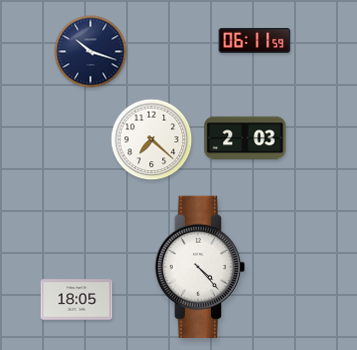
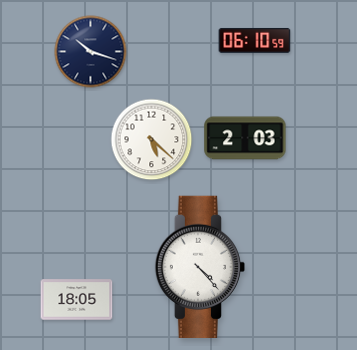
clock at (255, 40): 06:11 -> 06:10
clock at (152, 140): 7:22 -> 5:22
